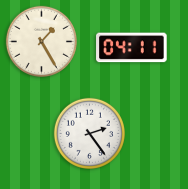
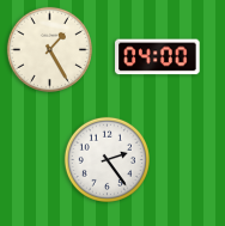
clock at (132, 48): 04:11 -> 04:00
